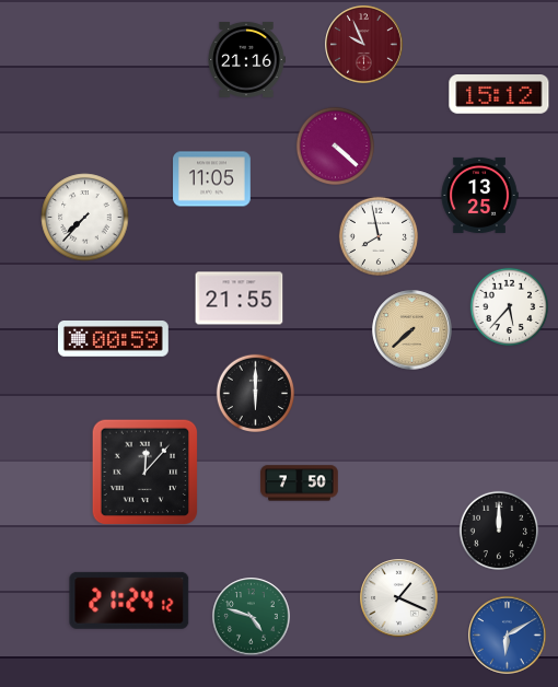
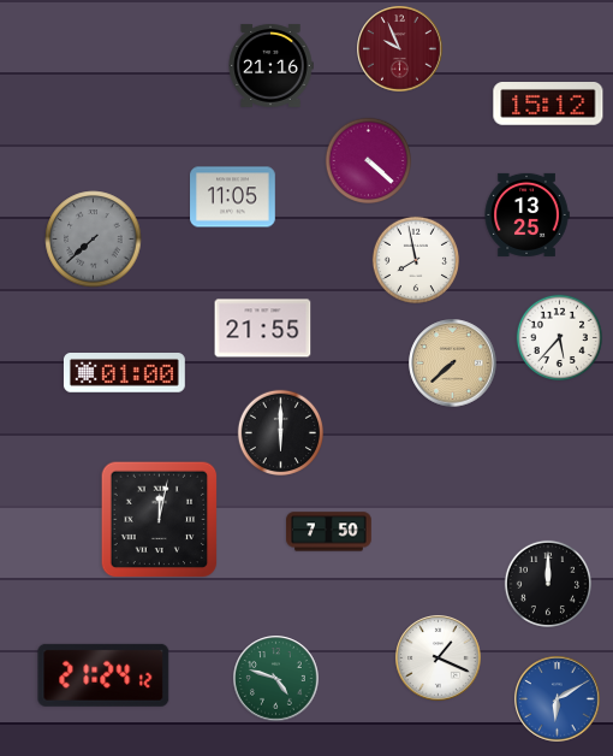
clock at (85, 218): 7:37 -> 7:38
clock at (85, 218) dial: white -> grey
clock at (113, 339): 00:59 -> 01:00
clock at (146, 473): 12:07 -> 12:02
clock at (129, 601) position: (129, 601) -> (103, 675)
